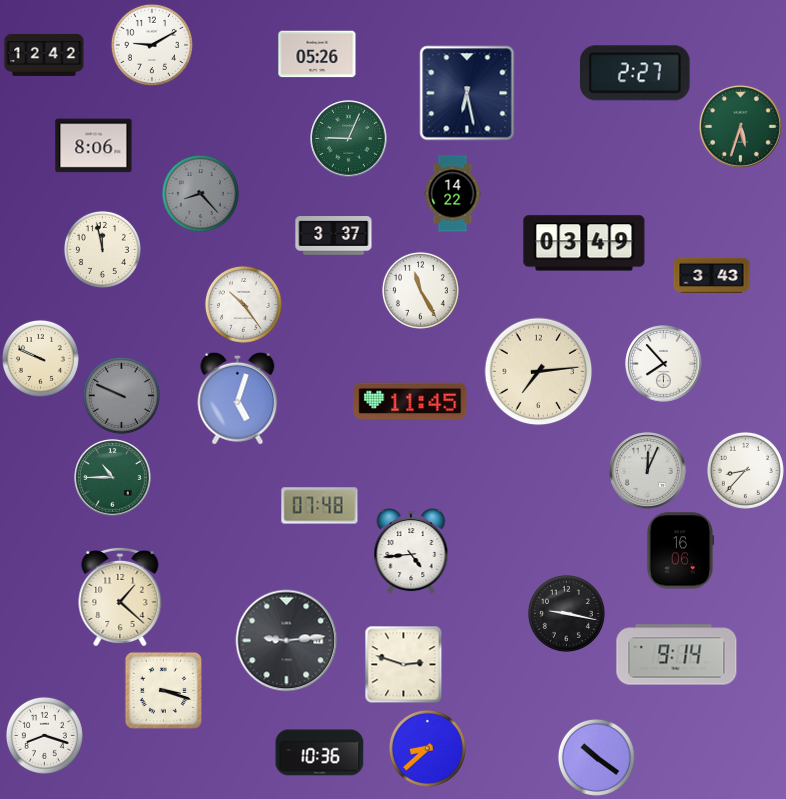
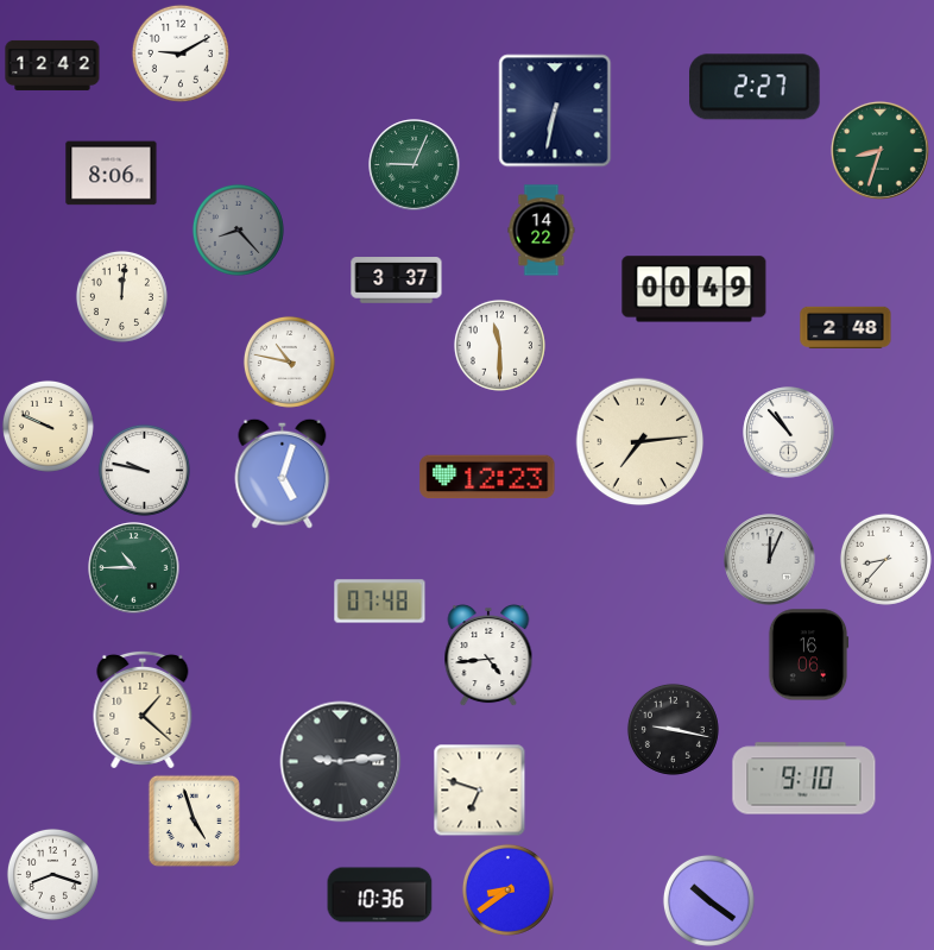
clock at (317, 54): 05:26 -> none
clock at (467, 93): 6:28 -> 6:32
clock at (740, 126): 5:33 -> 8:33
clock at (453, 194) position: (453, 194) -> (542, 231)
clock at (584, 243): 03:49 -> 00:49
clock at (102, 249): 11:58 -> 12:01
clock at (712, 275): 3:43 -> 2:48
clock at (420, 290): 11:25 -> 11:30
clock at (243, 304): 10:24 -> 10:47
clock at (664, 364): 7:53 -> 10:53
clock at (121, 395): 9:49 -> 9:47
clock at (121, 395) dial: grey -> white
clock at (410, 401): 11:45 -> 12:23
clock at (677, 655): 9:14 -> 9:10
clock at (403, 664): 2:48 -> 6:48
clock at (163, 690): 3:18 -> 4:57
clock at (427, 748): 8:38 -> 8:39
